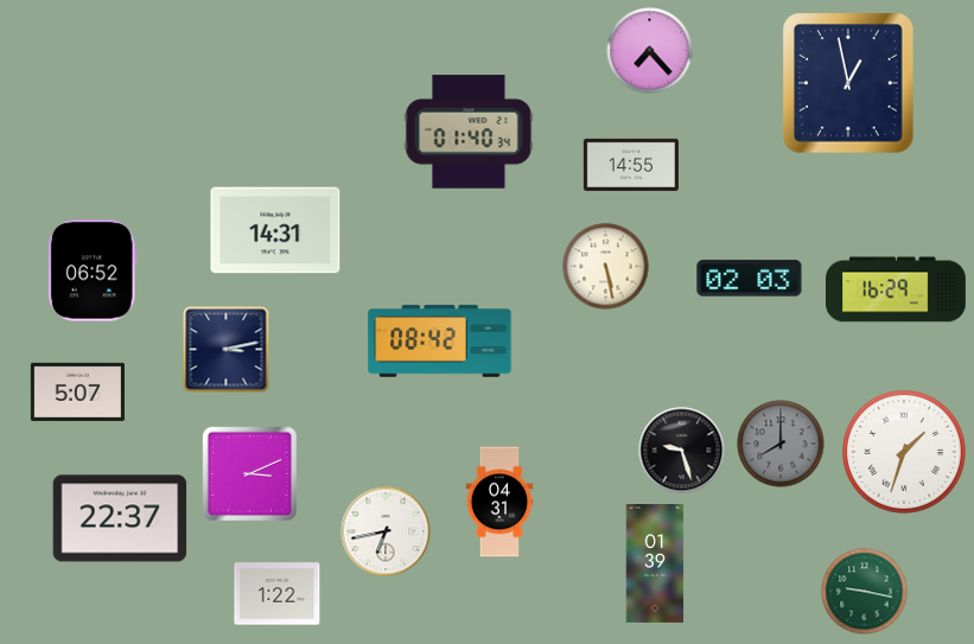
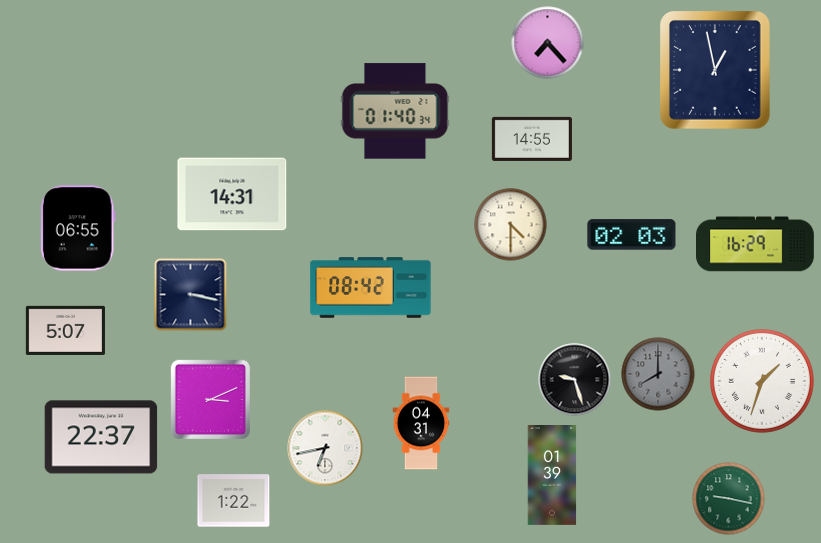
clock at (606, 267): 5:28 -> 4:30
clock at (93, 270): 06:52 -> 06:55
clock at (227, 350): 3:13 -> 3:17
